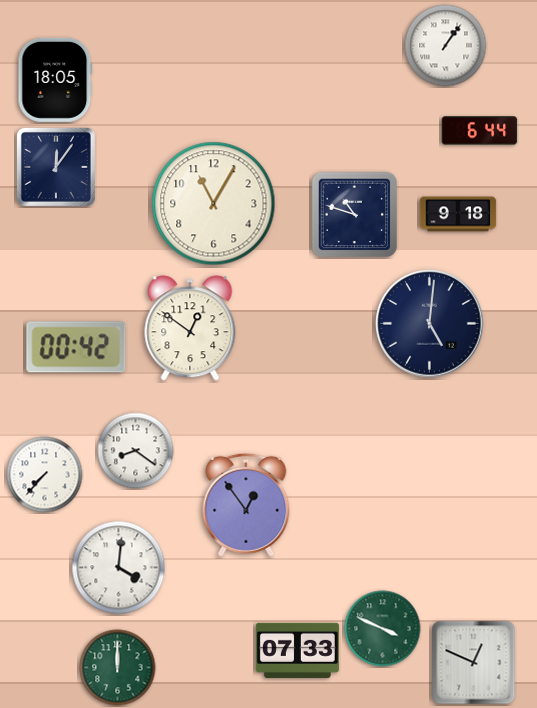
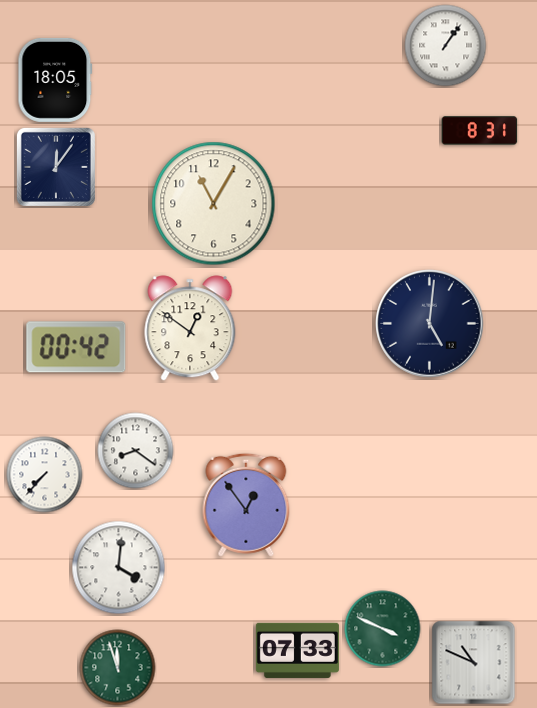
clock at (480, 131): 6:44 -> 8:31
clock at (458, 214): 9:18 -> none
clock at (355, 215): 10:48 -> none
clock at (474, 663): 12:49 -> 10:49
clock at (118, 668): 12:00 -> 11:57
